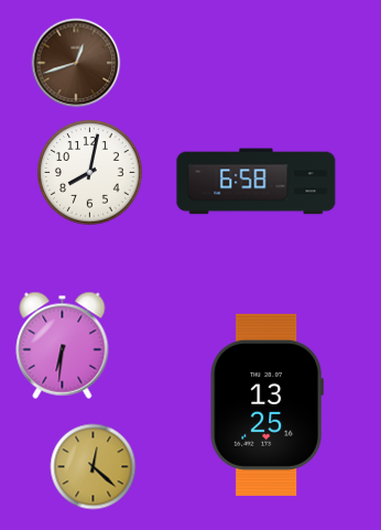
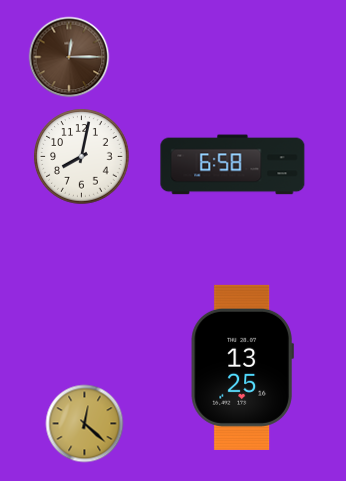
clock at (76, 63): 12:42 -> 12:15
clock at (63, 345): 6:31 -> none
